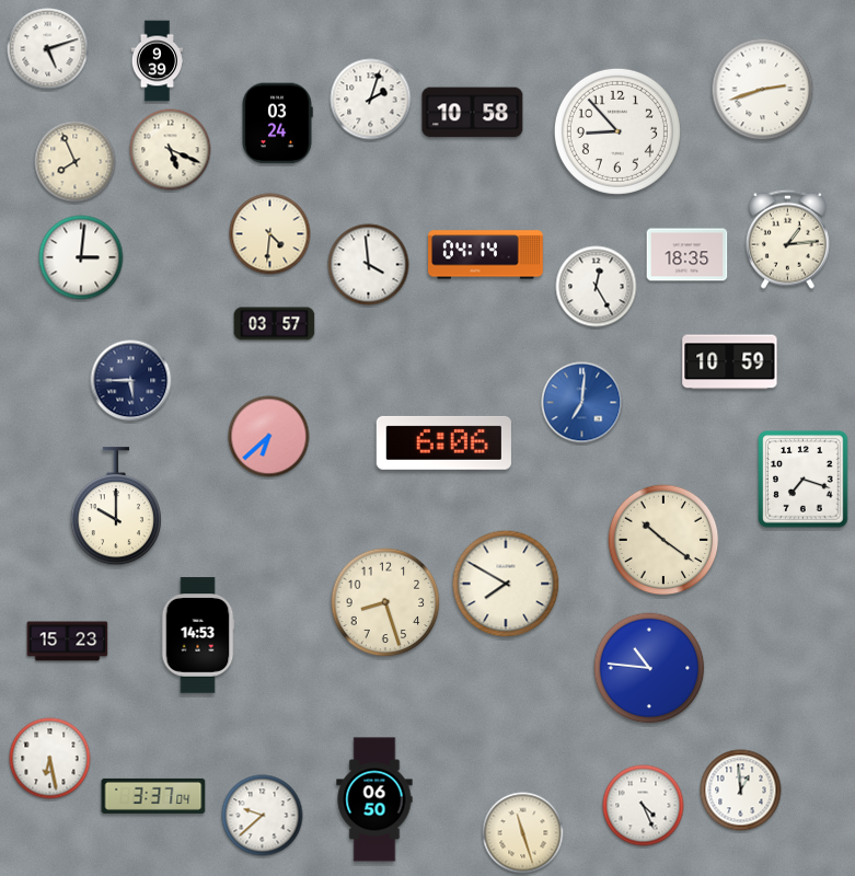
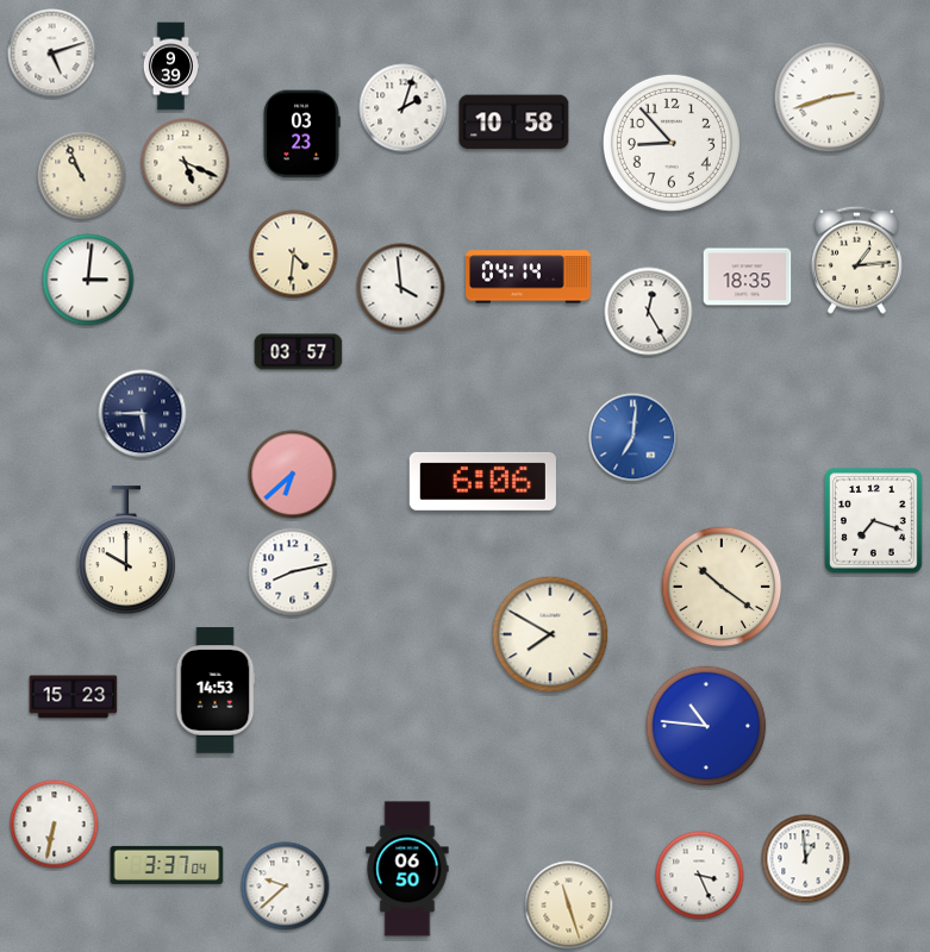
clock at (277, 124): 03:24 -> 03:23
clock at (76, 162): 7:56 -> 10:56
clock at (730, 362): 10:59 -> none
clock at (293, 572): none -> 8:13
clock at (385, 602): 8:27 -> none
clock at (50, 759): 6:28 -> 6:32
clock at (644, 806): 4:26 -> 3:26
